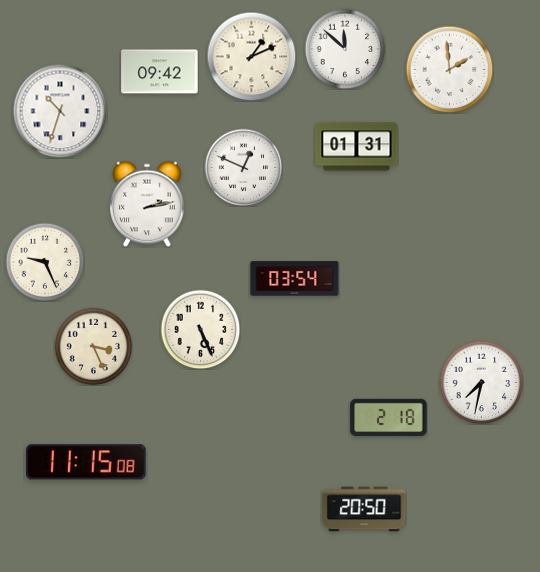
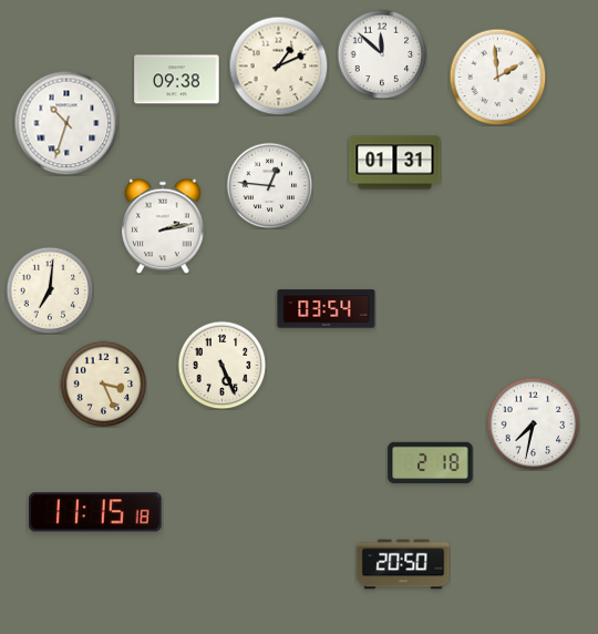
clock at (251, 56) position: (251, 56) -> (278, 65)
clock at (160, 72): 09:42 -> 09:38
clock at (243, 167): 12:49 -> 12:46
clock at (45, 262): 9:26 -> 7:01
clock at (87, 462): 11:15:08 -> 11:15:18
